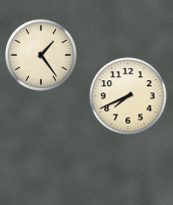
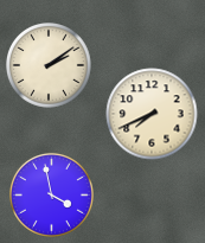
clock at (42, 56): 1:24 -> 2:09
clock at (51, 194): none -> 3:58
